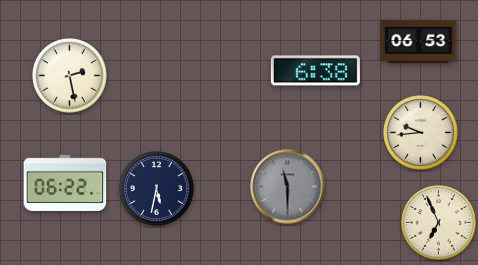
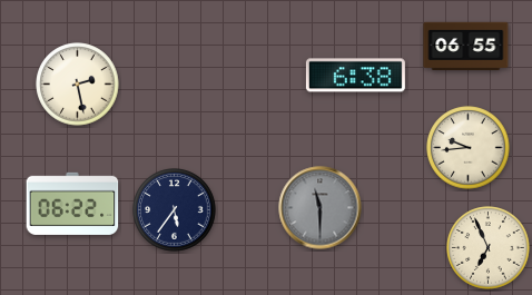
clock at (419, 42): 06:53 -> 06:55
clock at (315, 71) position: (315, 71) -> (355, 76)
clock at (157, 189): 5:32 -> 5:36
